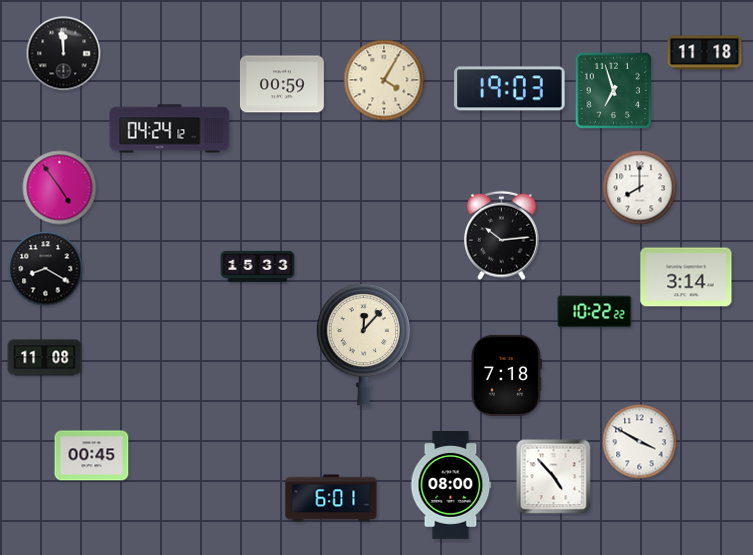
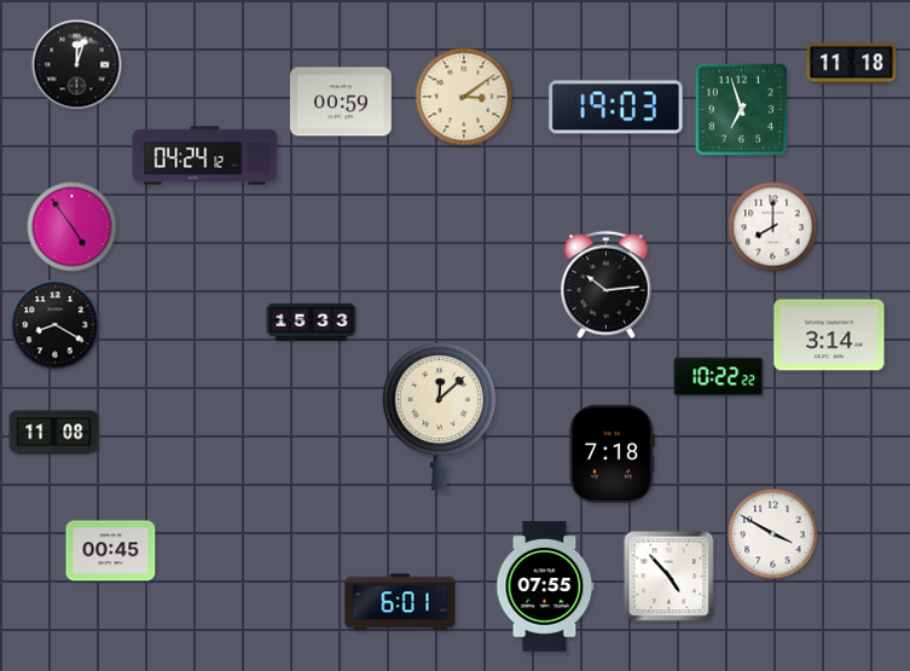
clock at (64, 54): 11:59 -> 12:03
clock at (384, 80): 4:05 -> 3:09
clock at (363, 345): 12:07 -> 12:08
clock at (451, 486): 08:00 -> 07:55
